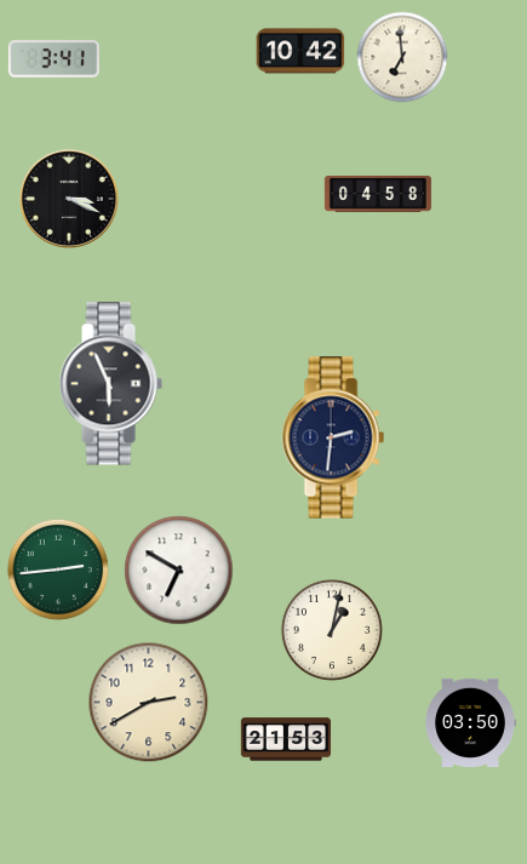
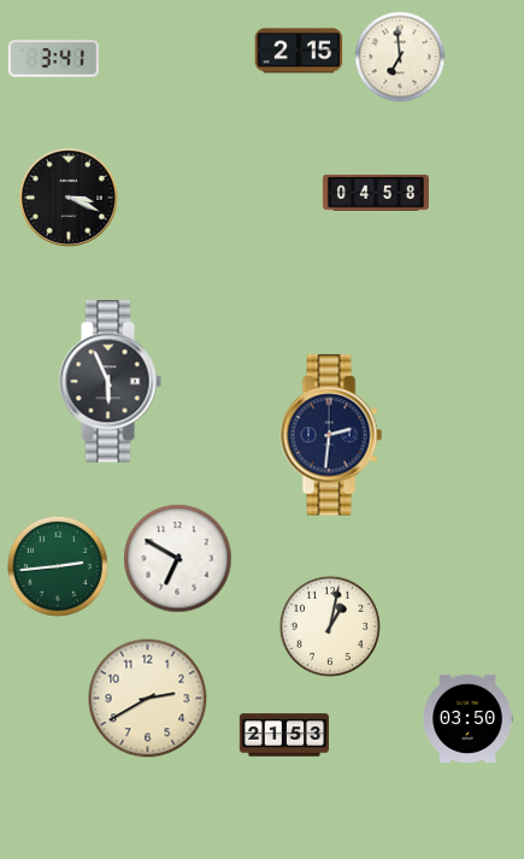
clock at (300, 51): 10:42 -> 2:15
clock at (179, 571) position: (179, 571) -> (178, 559)
